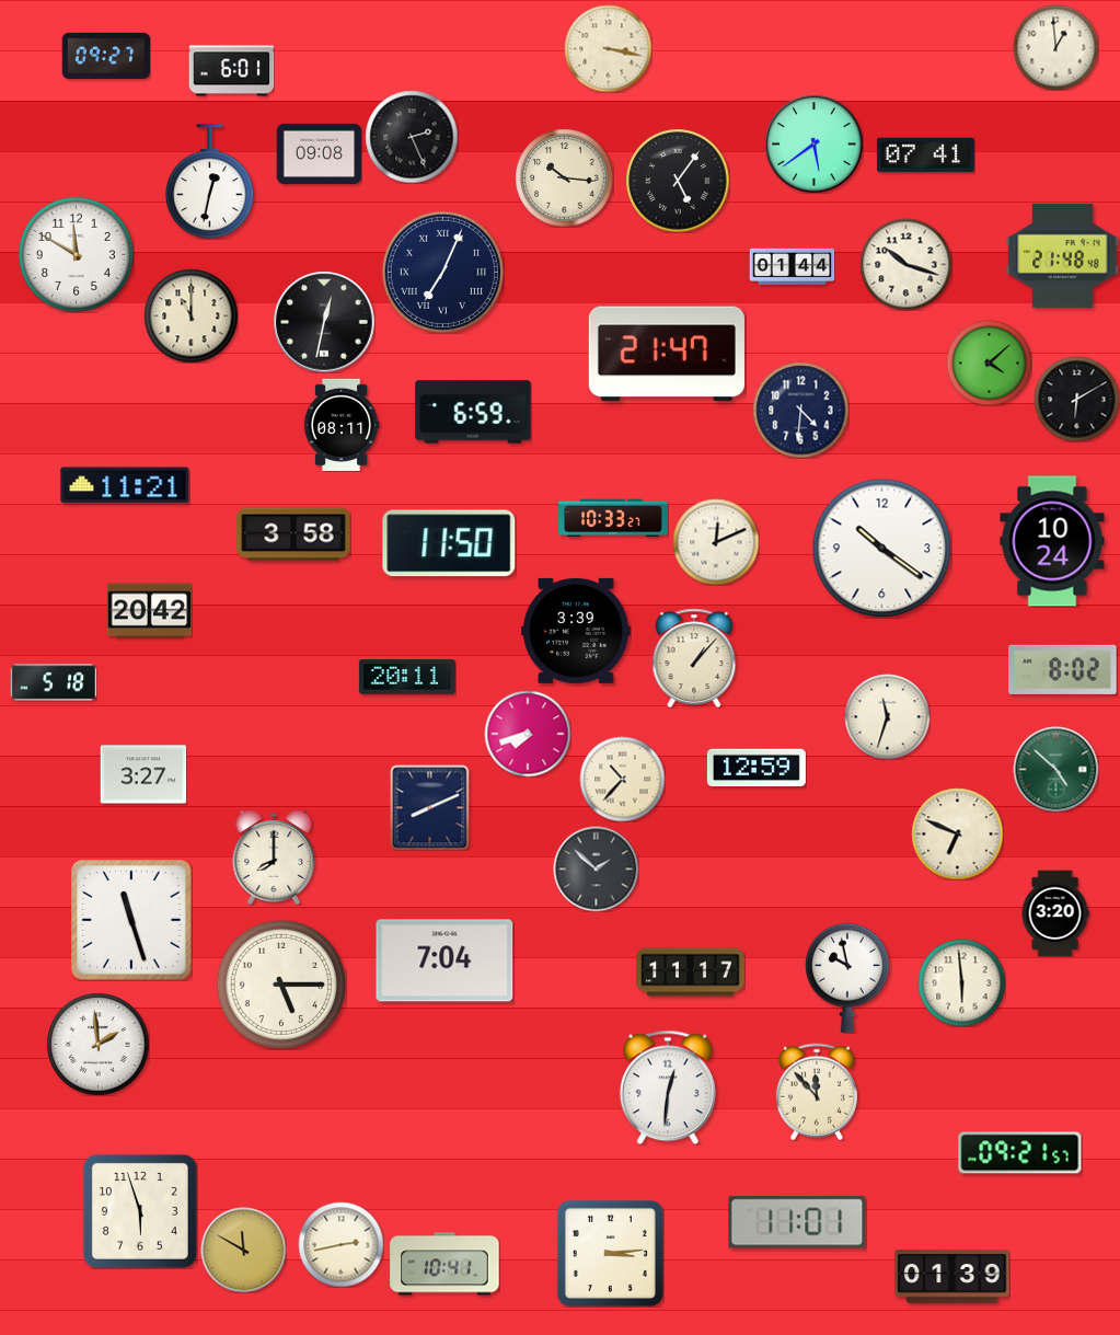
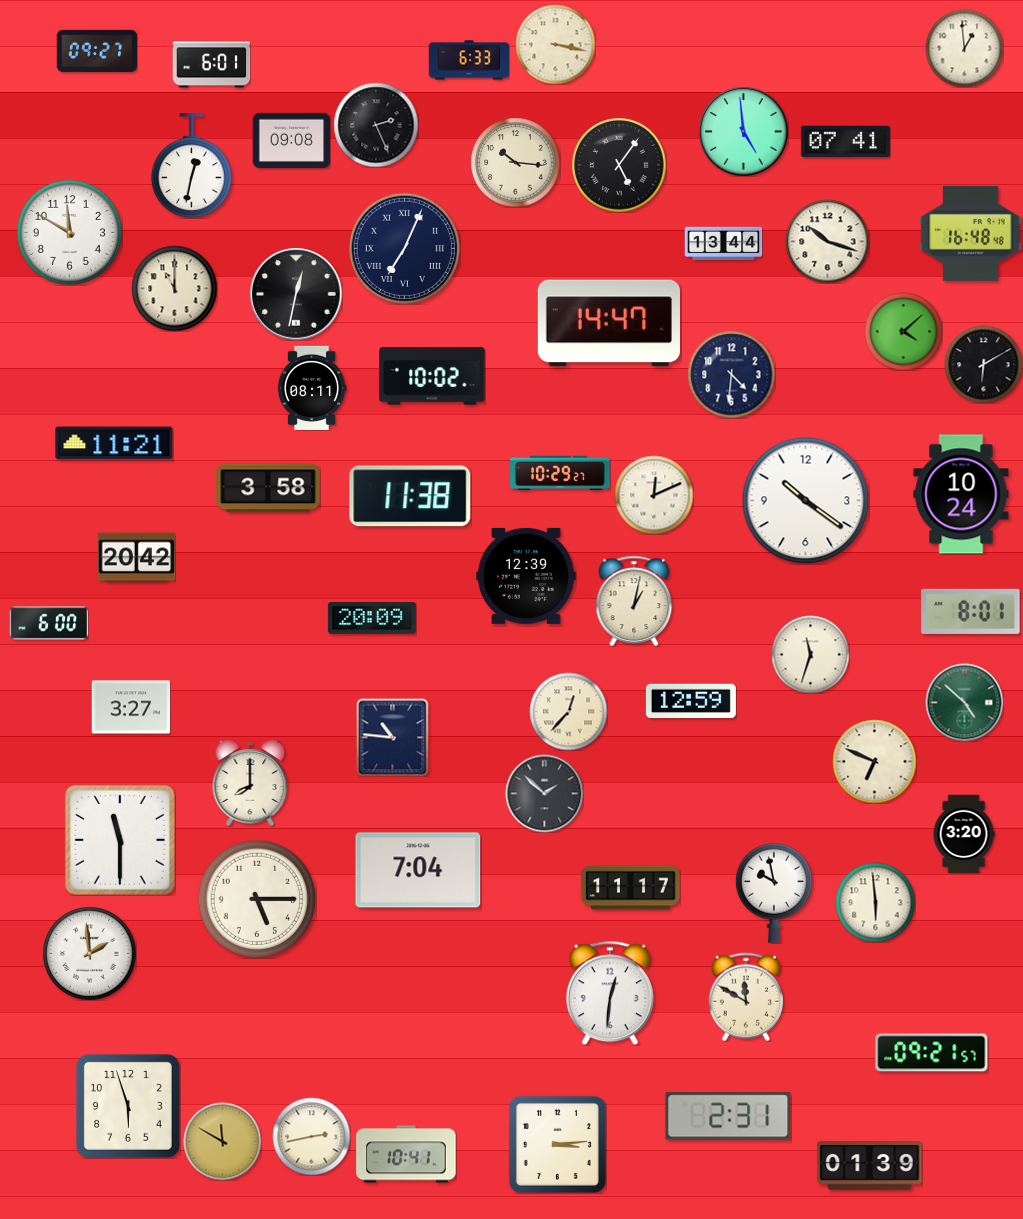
clock at (1055, 47) position: (1055, 47) -> (964, 48)
clock at (469, 60): none -> 6:33
clock at (813, 143): 5:39 -> 4:59
clock at (1063, 255): 21:48 -> 16:48
clock at (792, 267): 01:44 -> 13:44
clock at (667, 354): 21:47 -> 14:47
clock at (473, 412): 6:59 -> 10:02
clock at (613, 518): 10:33 -> 10:29
clock at (449, 543): 11:50 -> 11:38
clock at (576, 631): 3:39 -> 12:39
clock at (694, 658): 1:07 -> 1:02
clock at (1063, 669): 8:02 -> 8:01
clock at (407, 677): 20:11 -> 20:09
clock at (54, 682): 5:18 -> 6:00
clock at (528, 734): 7:42 -> none
clock at (622, 779): 10:37 -> 12:37
clock at (430, 807): 8:11 -> 10:46
clock at (131, 920): 11:27 -> 11:30
clock at (444, 960) position: (444, 960) -> (418, 870)
clock at (961, 982) position: (961, 982) -> (875, 902)
clock at (817, 1092): 11:53 -> 11:50
clock at (797, 1222): 11:01 -> 2:31
